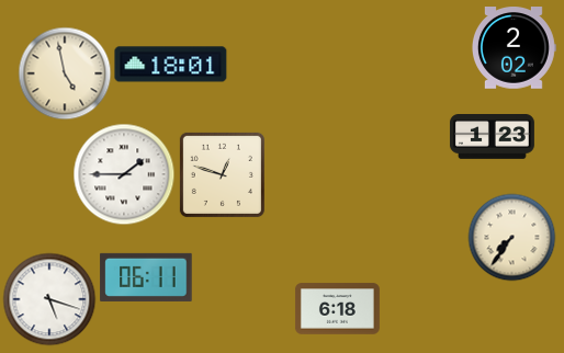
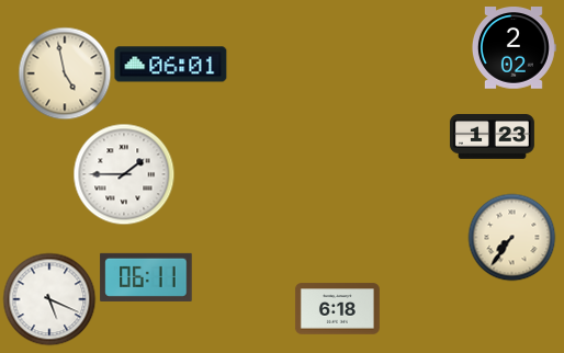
clock at (171, 65): 18:01 -> 06:01
clock at (222, 174): 12:48 -> none
clock at (49, 299): 5:18 -> 5:19
